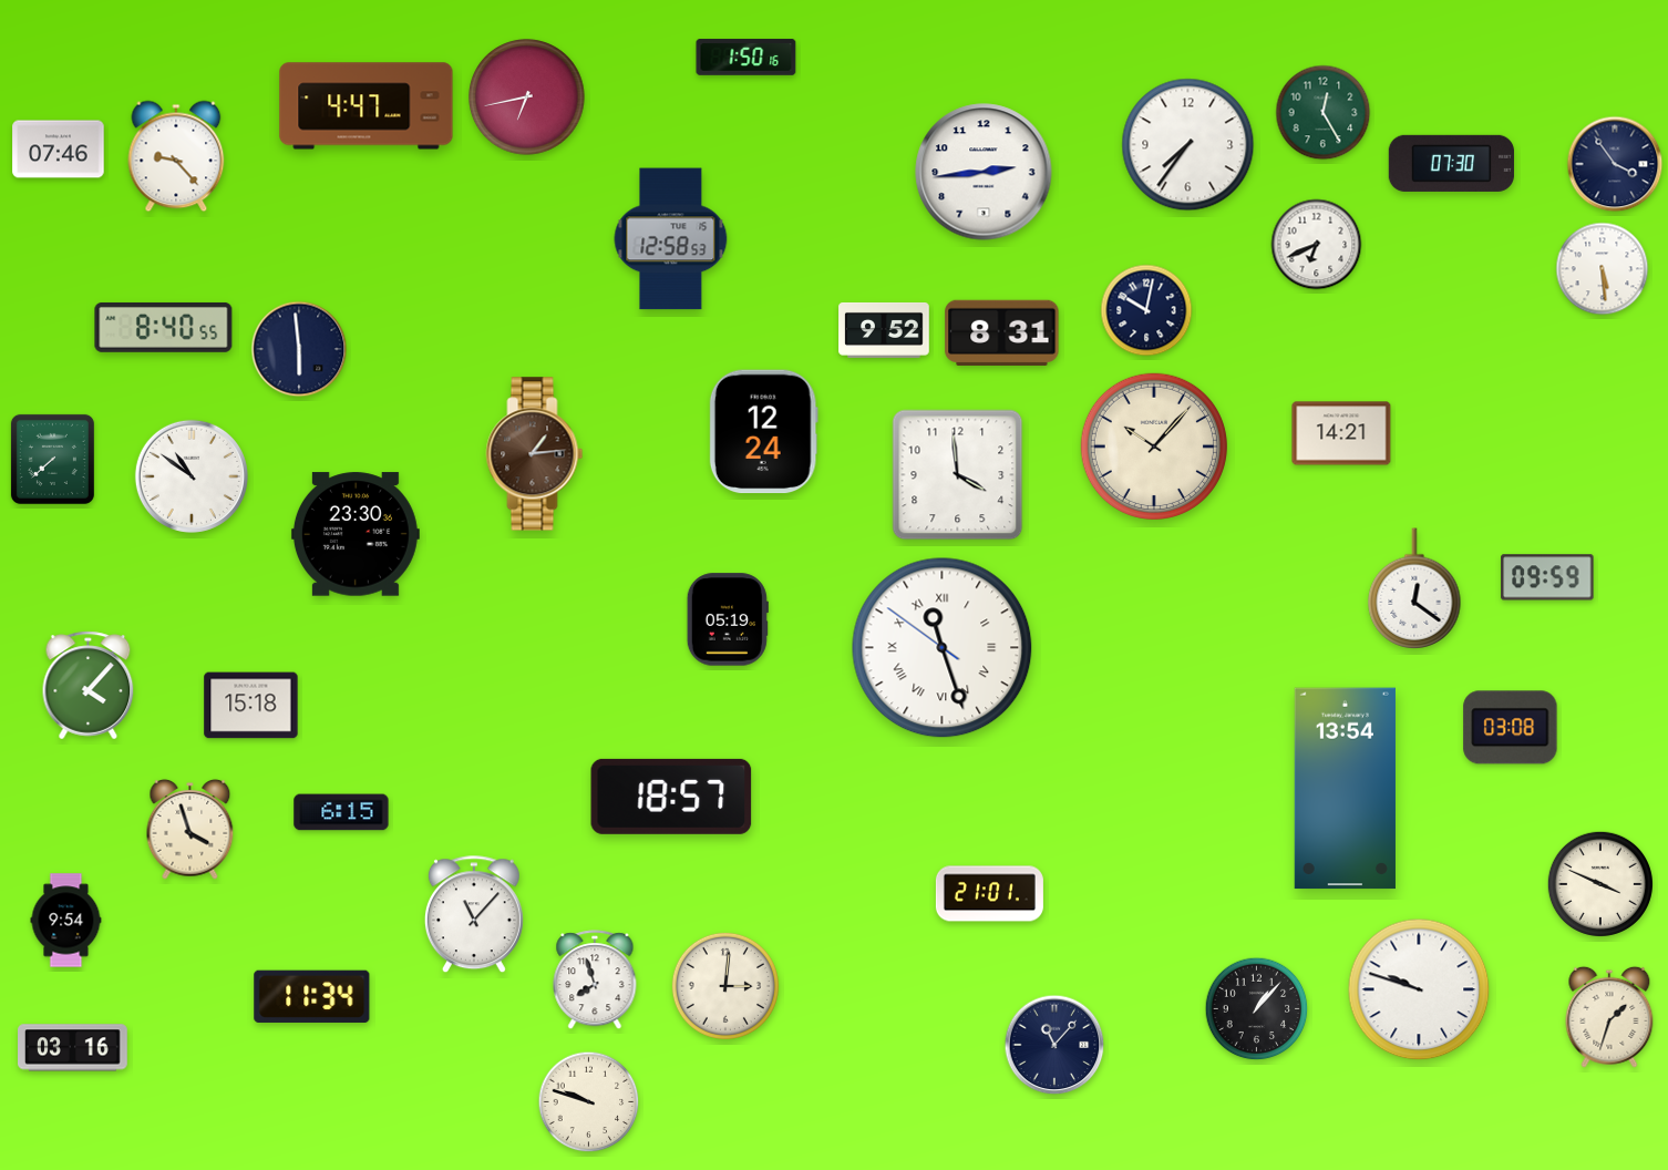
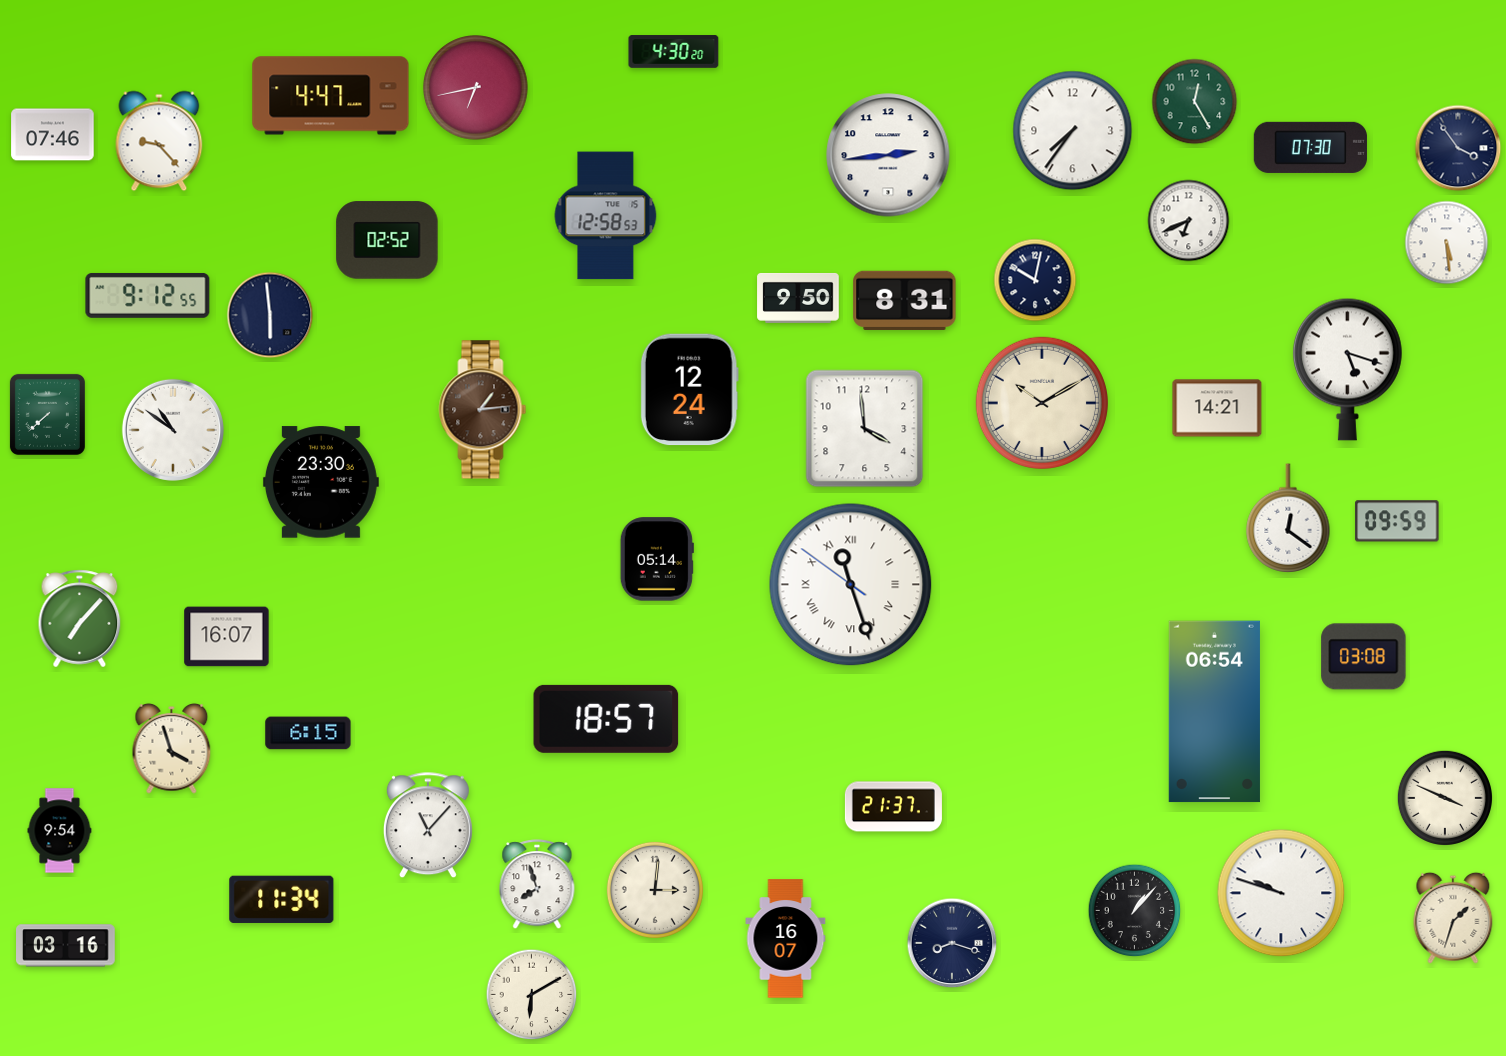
clock at (747, 58): 1:50 -> 4:30
clock at (387, 240): none -> 02:52
clock at (164, 327): 8:40 -> 9:12
clock at (884, 330): 9:52 -> 9:50
clock at (1347, 369): none -> 5:18
clock at (1341, 433) position: (1341, 433) -> (1217, 408)
clock at (1154, 447): 10:07 -> 10:10
clock at (1414, 588) position: (1414, 588) -> (1288, 518)
clock at (728, 619): 05:19 -> 05:14
clock at (89, 686): 4:07 -> 7:07
clock at (251, 706): 15:18 -> 16:07
clock at (1345, 789): 13:54 -> 06:54
clock at (989, 894): 21:01 -> 21:37
clock at (786, 939): none -> 16:07
clock at (1054, 1045): 11:07 -> 8:18
clock at (589, 1102): 9:48 -> 6:10
